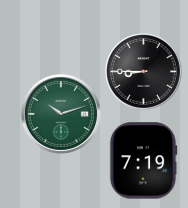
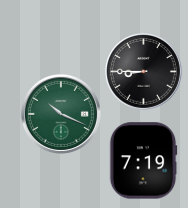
clock at (61, 114): 10:12 -> 10:19
